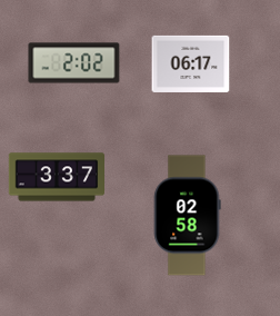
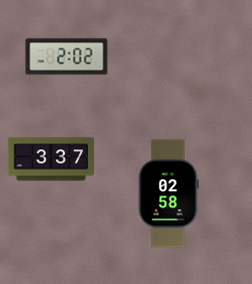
clock at (191, 63): 06:17 -> none
